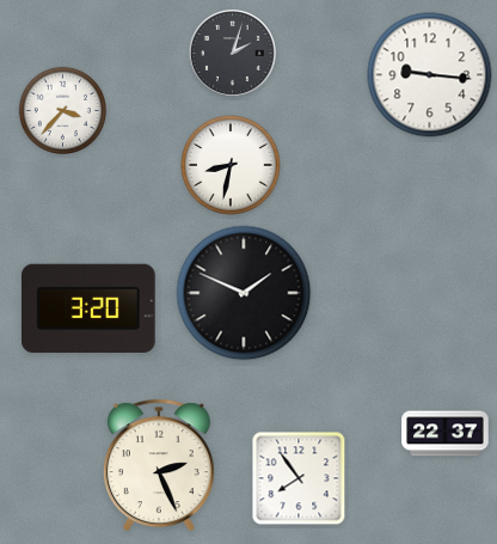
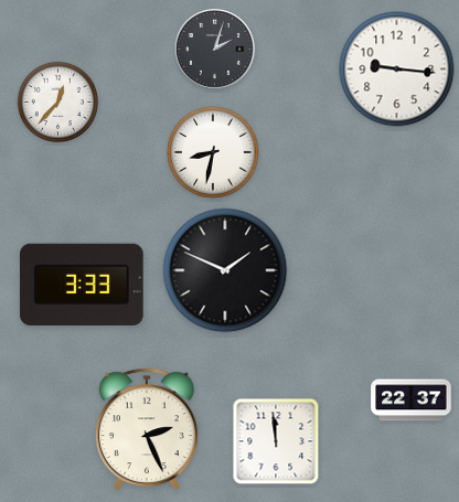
clock at (62, 110): 3:37 -> 12:37
clock at (90, 308): 3:20 -> 3:33
clock at (299, 478): 7:54 -> 11:59
